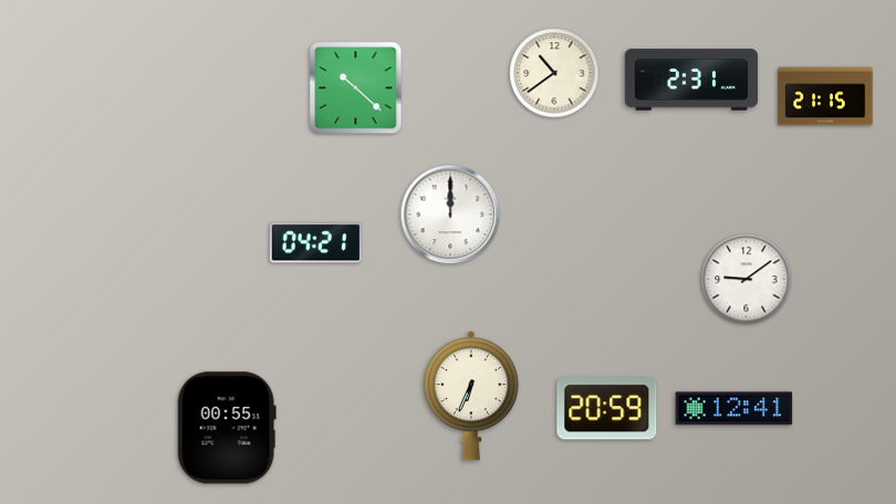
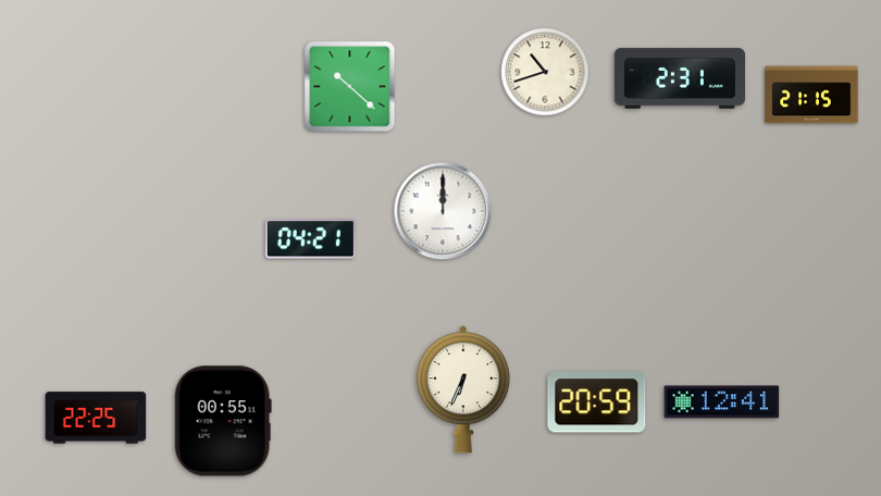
clock at (554, 73): 10:39 -> 10:42
clock at (747, 280): 9:09 -> none
clock at (96, 418): none -> 22:25
